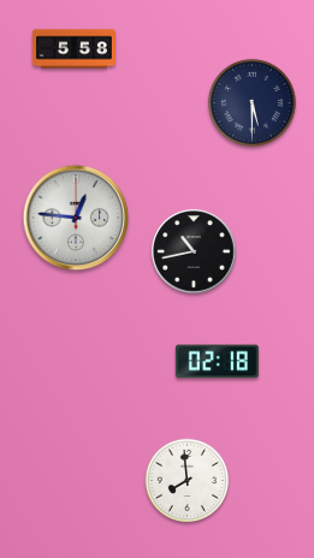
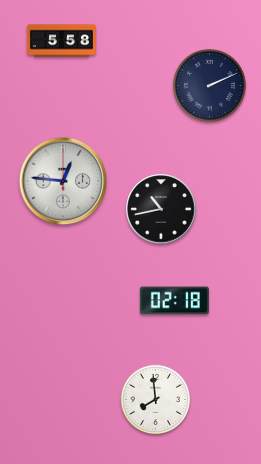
clock at (251, 102): 5:30 -> 2:11
clock at (217, 362) position: (217, 362) -> (174, 301)
